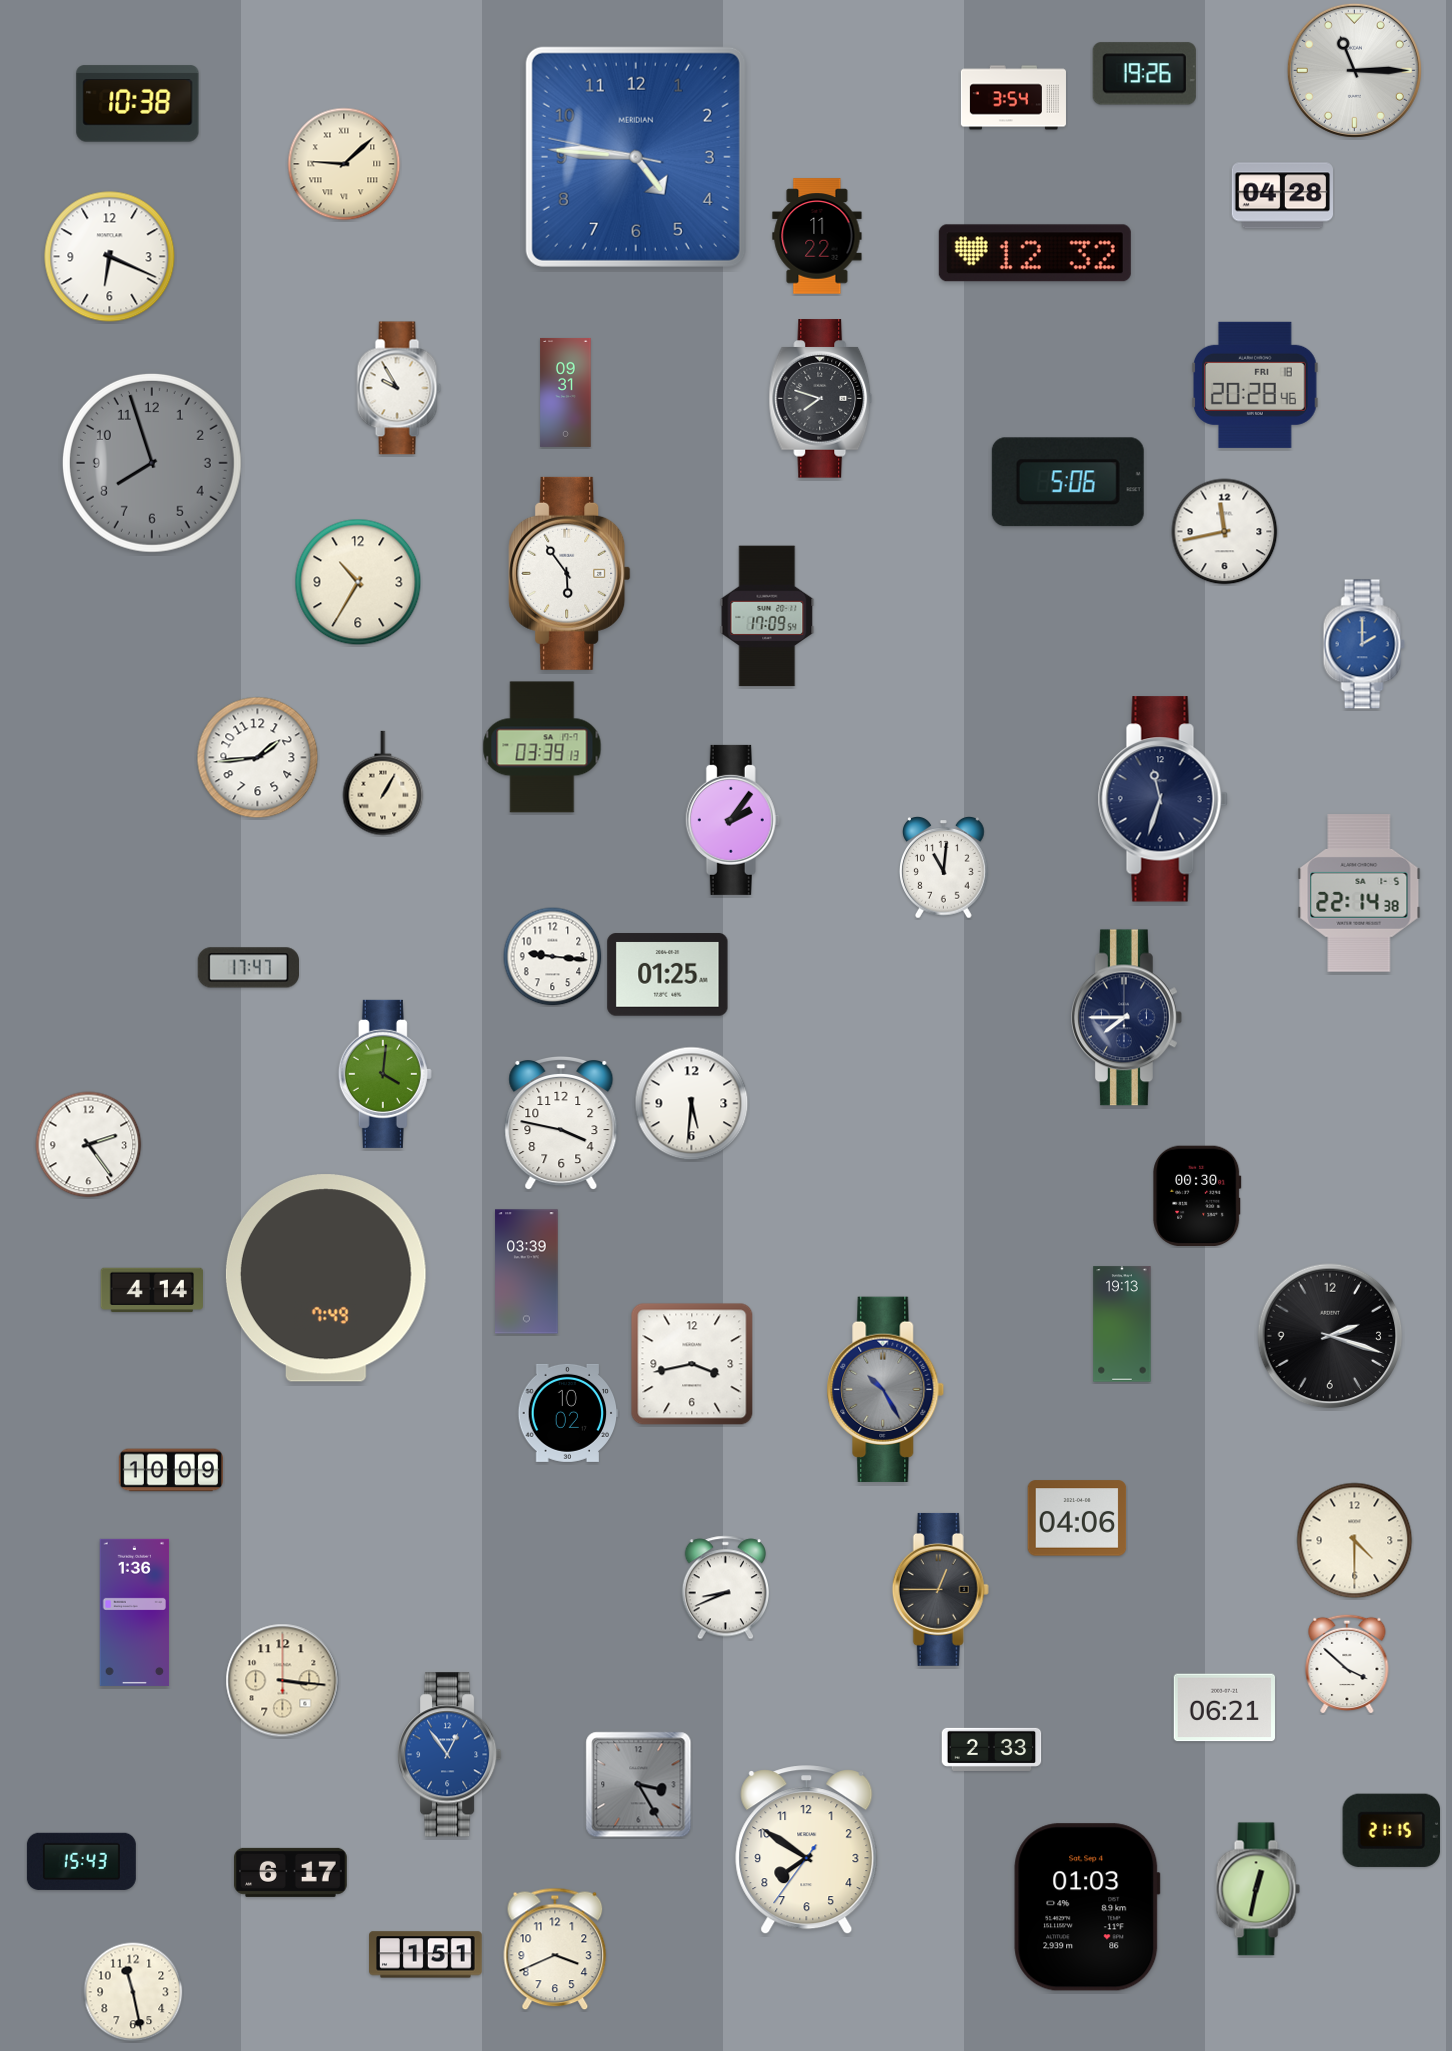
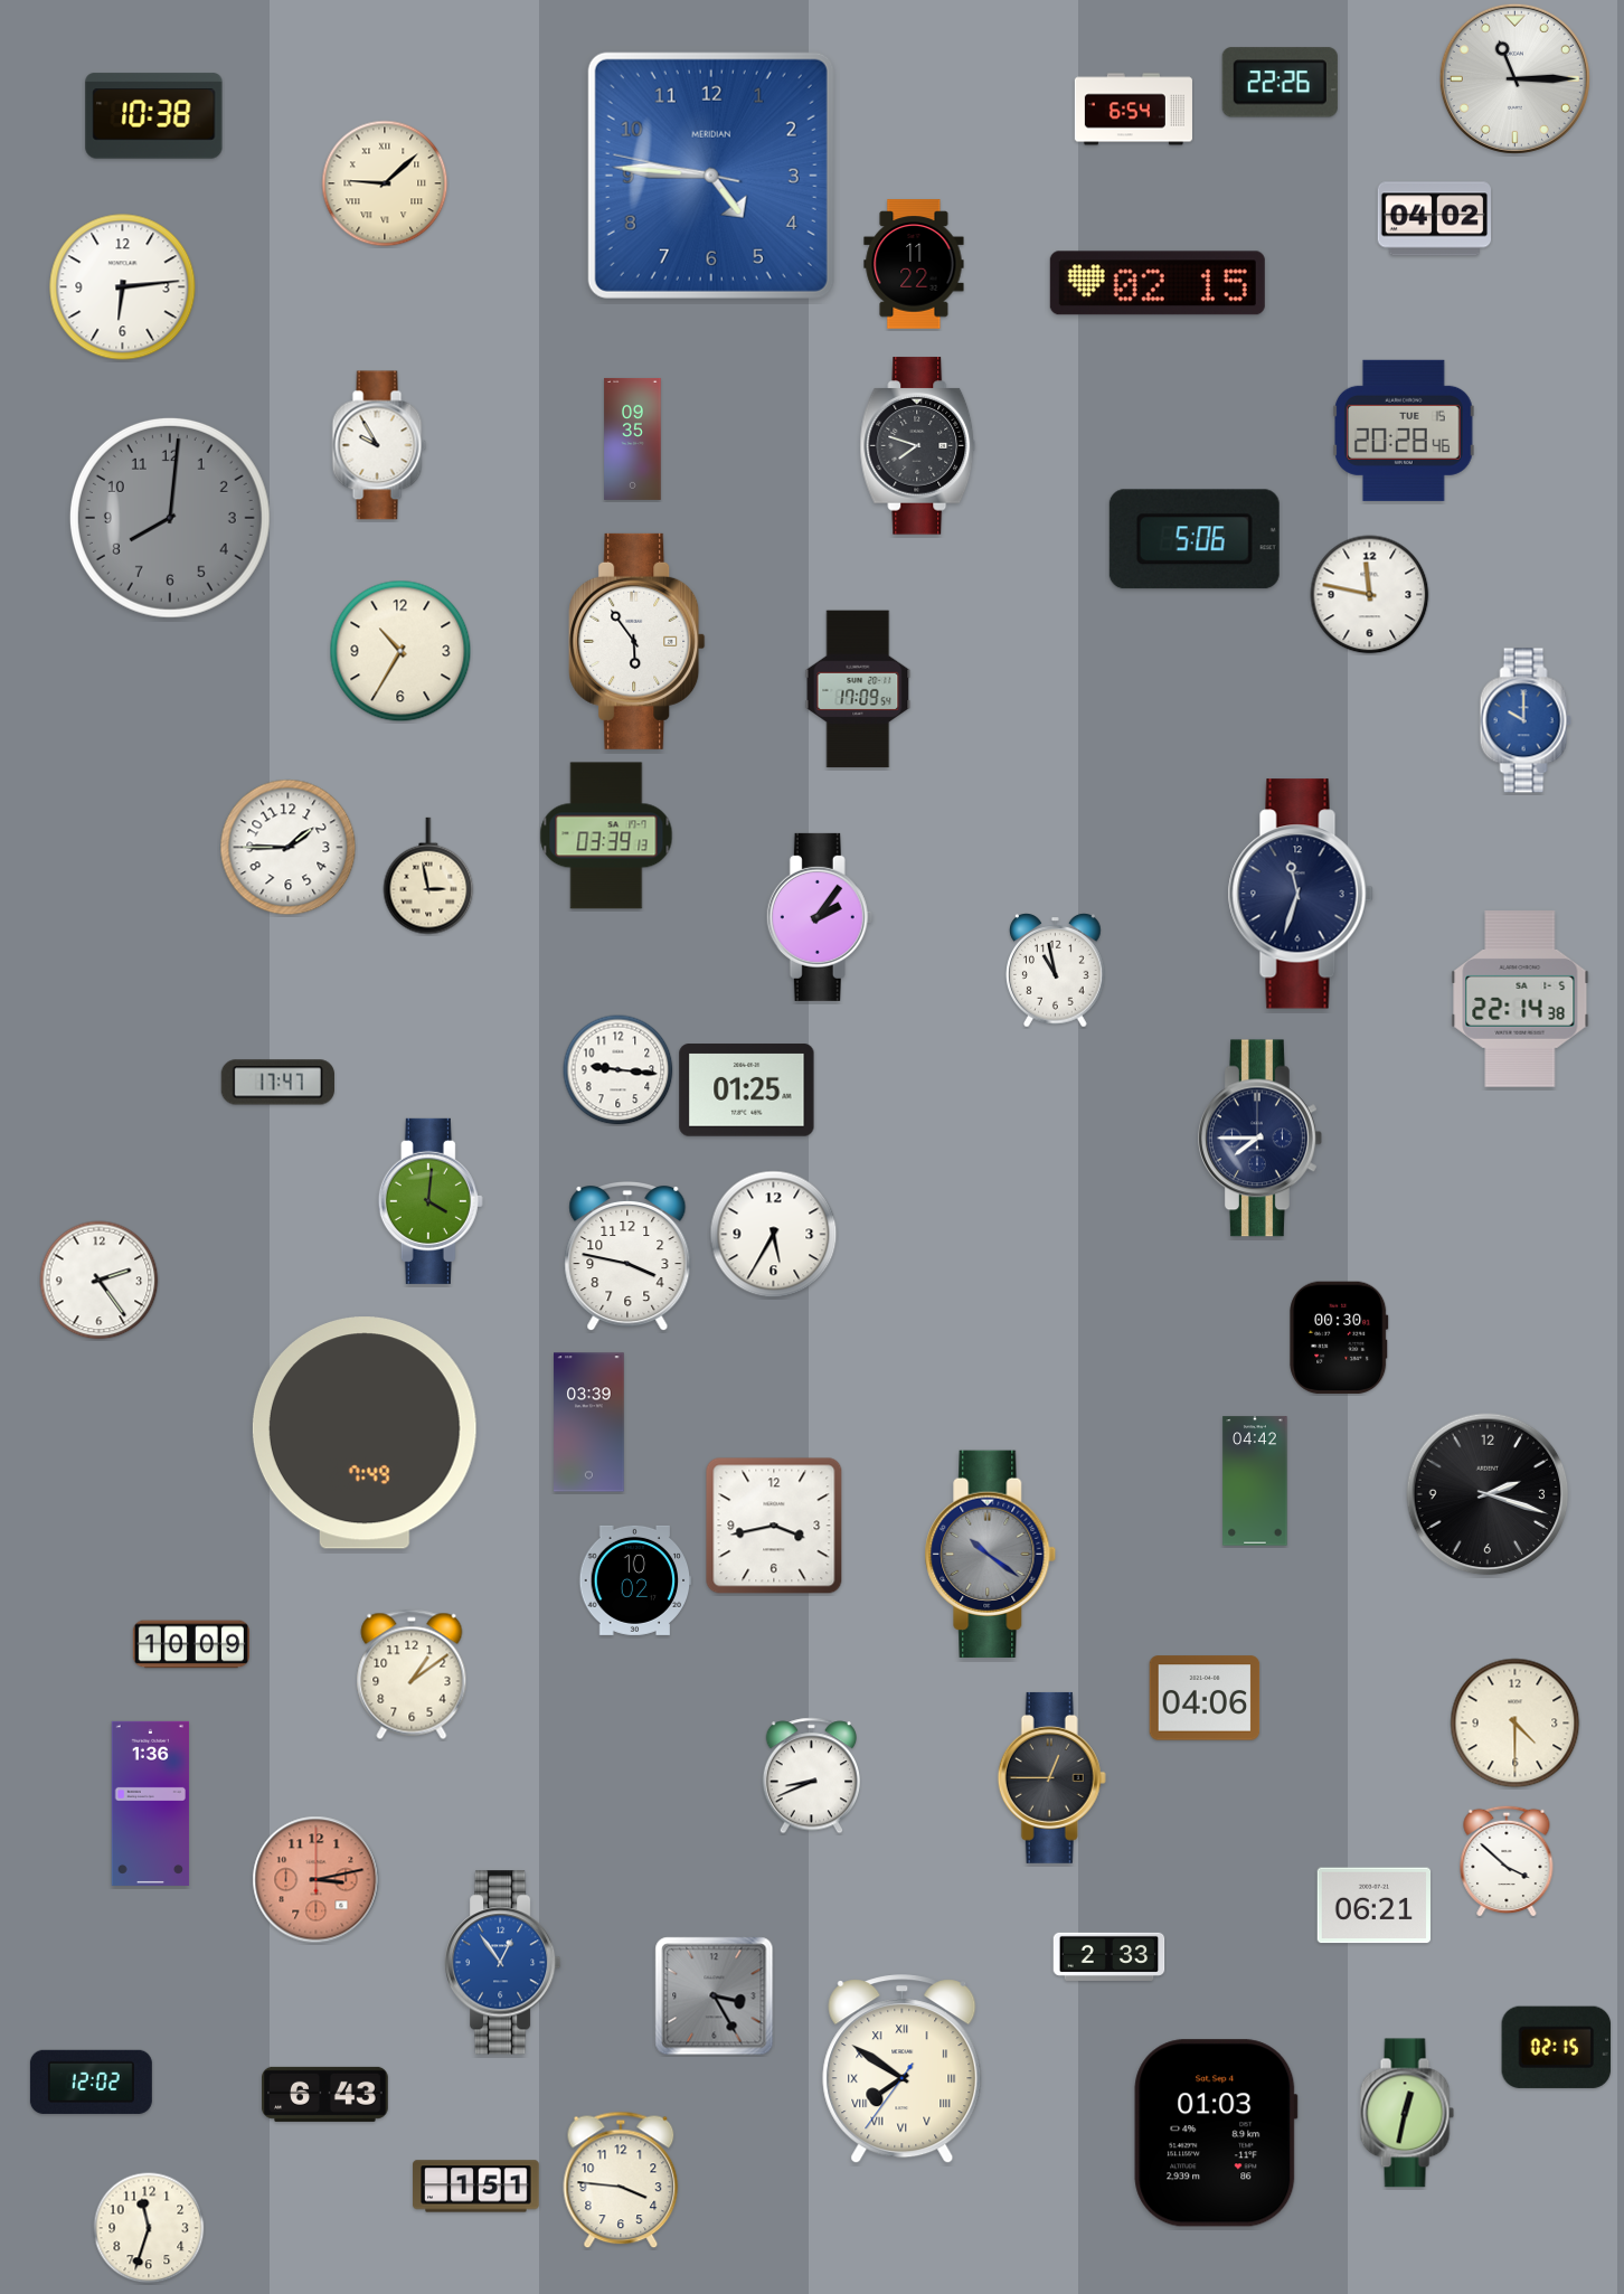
clock at (1144, 74): 19:26 -> 22:26
clock at (1013, 98): 3:54 -> 6:54
clock at (1283, 196): 04:28 -> 04:02
clock at (1035, 253): 12:32 -> 02:15
clock at (110, 257): 6:19 -> 6:14
clock at (1256, 385) date: FRI 18 -> TUE 15
clock at (399, 388) position: (399, 388) -> (379, 445)
clock at (566, 392): 09:31 -> 09:35
clock at (152, 463): 7:57 -> 8:01
clock at (1225, 532): 11:43 -> 11:47
clock at (1364, 644): 2:00 -> 10:00
clock at (258, 758): 1:44 -> 1:45
clock at (383, 783): 1:05 -> 2:58
clock at (944, 868): 11:01 -> 10:58
clock at (692, 1104): 5:31 -> 5:35
clock at (326, 1278) position: (326, 1278) -> (365, 1433)
clock at (151, 1290): 4:14 -> none
clock at (1122, 1324): 19:13 -> 04:42
clock at (886, 1389): 10:25 -> 10:21
clock at (412, 1674): none -> 1:09
clock at (283, 1681): 3:16 -> 3:13
clock at (283, 1681) dial: cream -> salmon
clock at (1224, 1708) position: (1224, 1708) -> (1373, 1906)
clock at (1392, 1830): 21:15 -> 02:15
clock at (807, 1850) numerals: Arabic -> Roman
clock at (81, 1861): 15:43 -> 12:02
clock at (291, 1872): 6:17 -> 6:43
clock at (555, 1949): 3:41 -> 3:46
clock at (133, 1992): 11:28 -> 11:33
